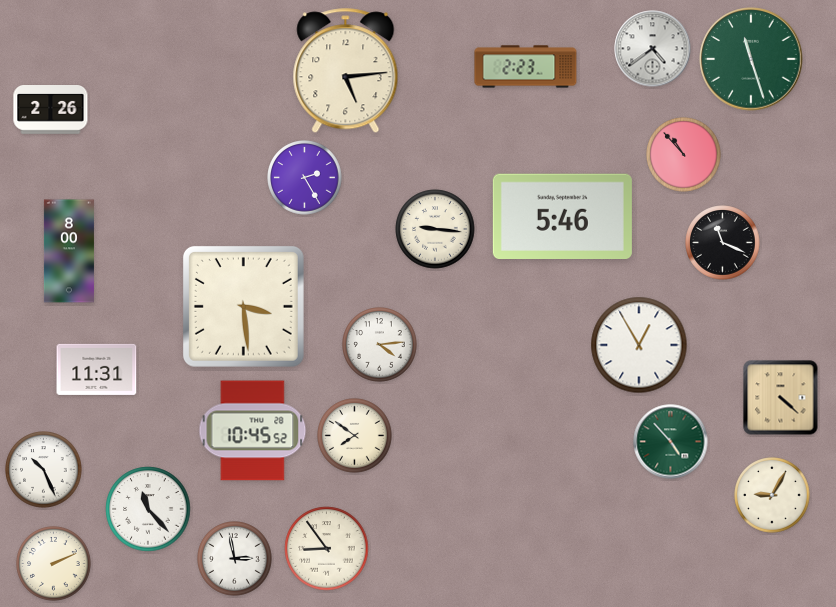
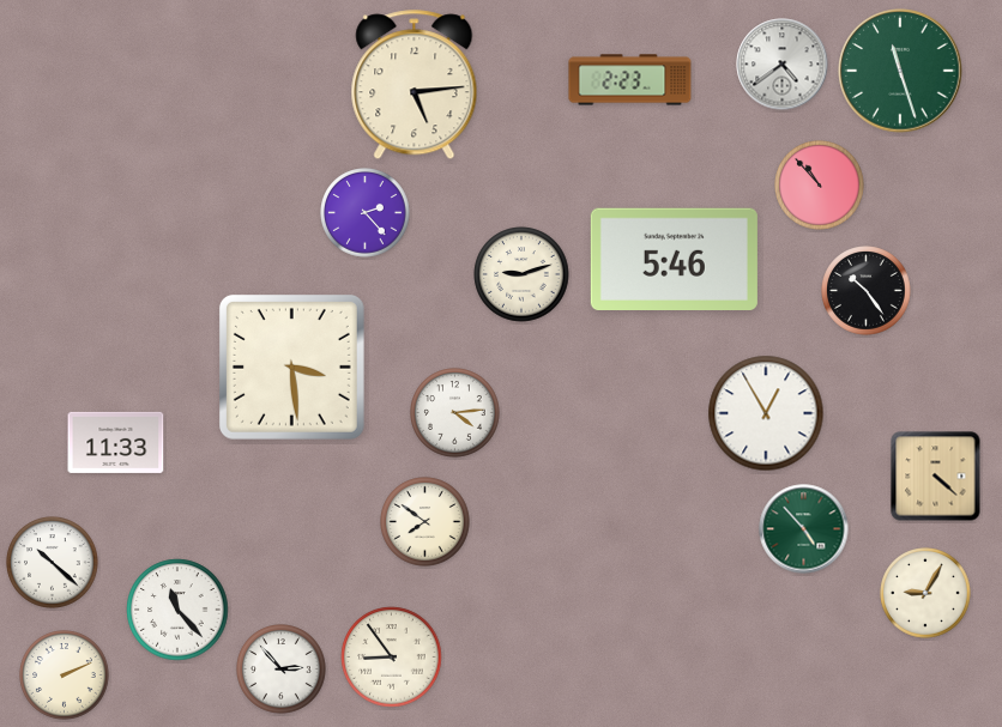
clock at (653, 49) position: (653, 49) -> (783, 65)
clock at (51, 110): 2:26 -> none
clock at (305, 178): 2:25 -> 2:23
clock at (435, 229): 9:16 -> 9:12
clock at (723, 243): 11:19 -> 10:24
clock at (69, 251): 8:00 -> none
clock at (97, 369): 11:31 -> 11:33
clock at (253, 431): 10:45 -> none
clock at (44, 470): 10:26 -> 10:22
clock at (235, 559): 2:58 -> 2:53
